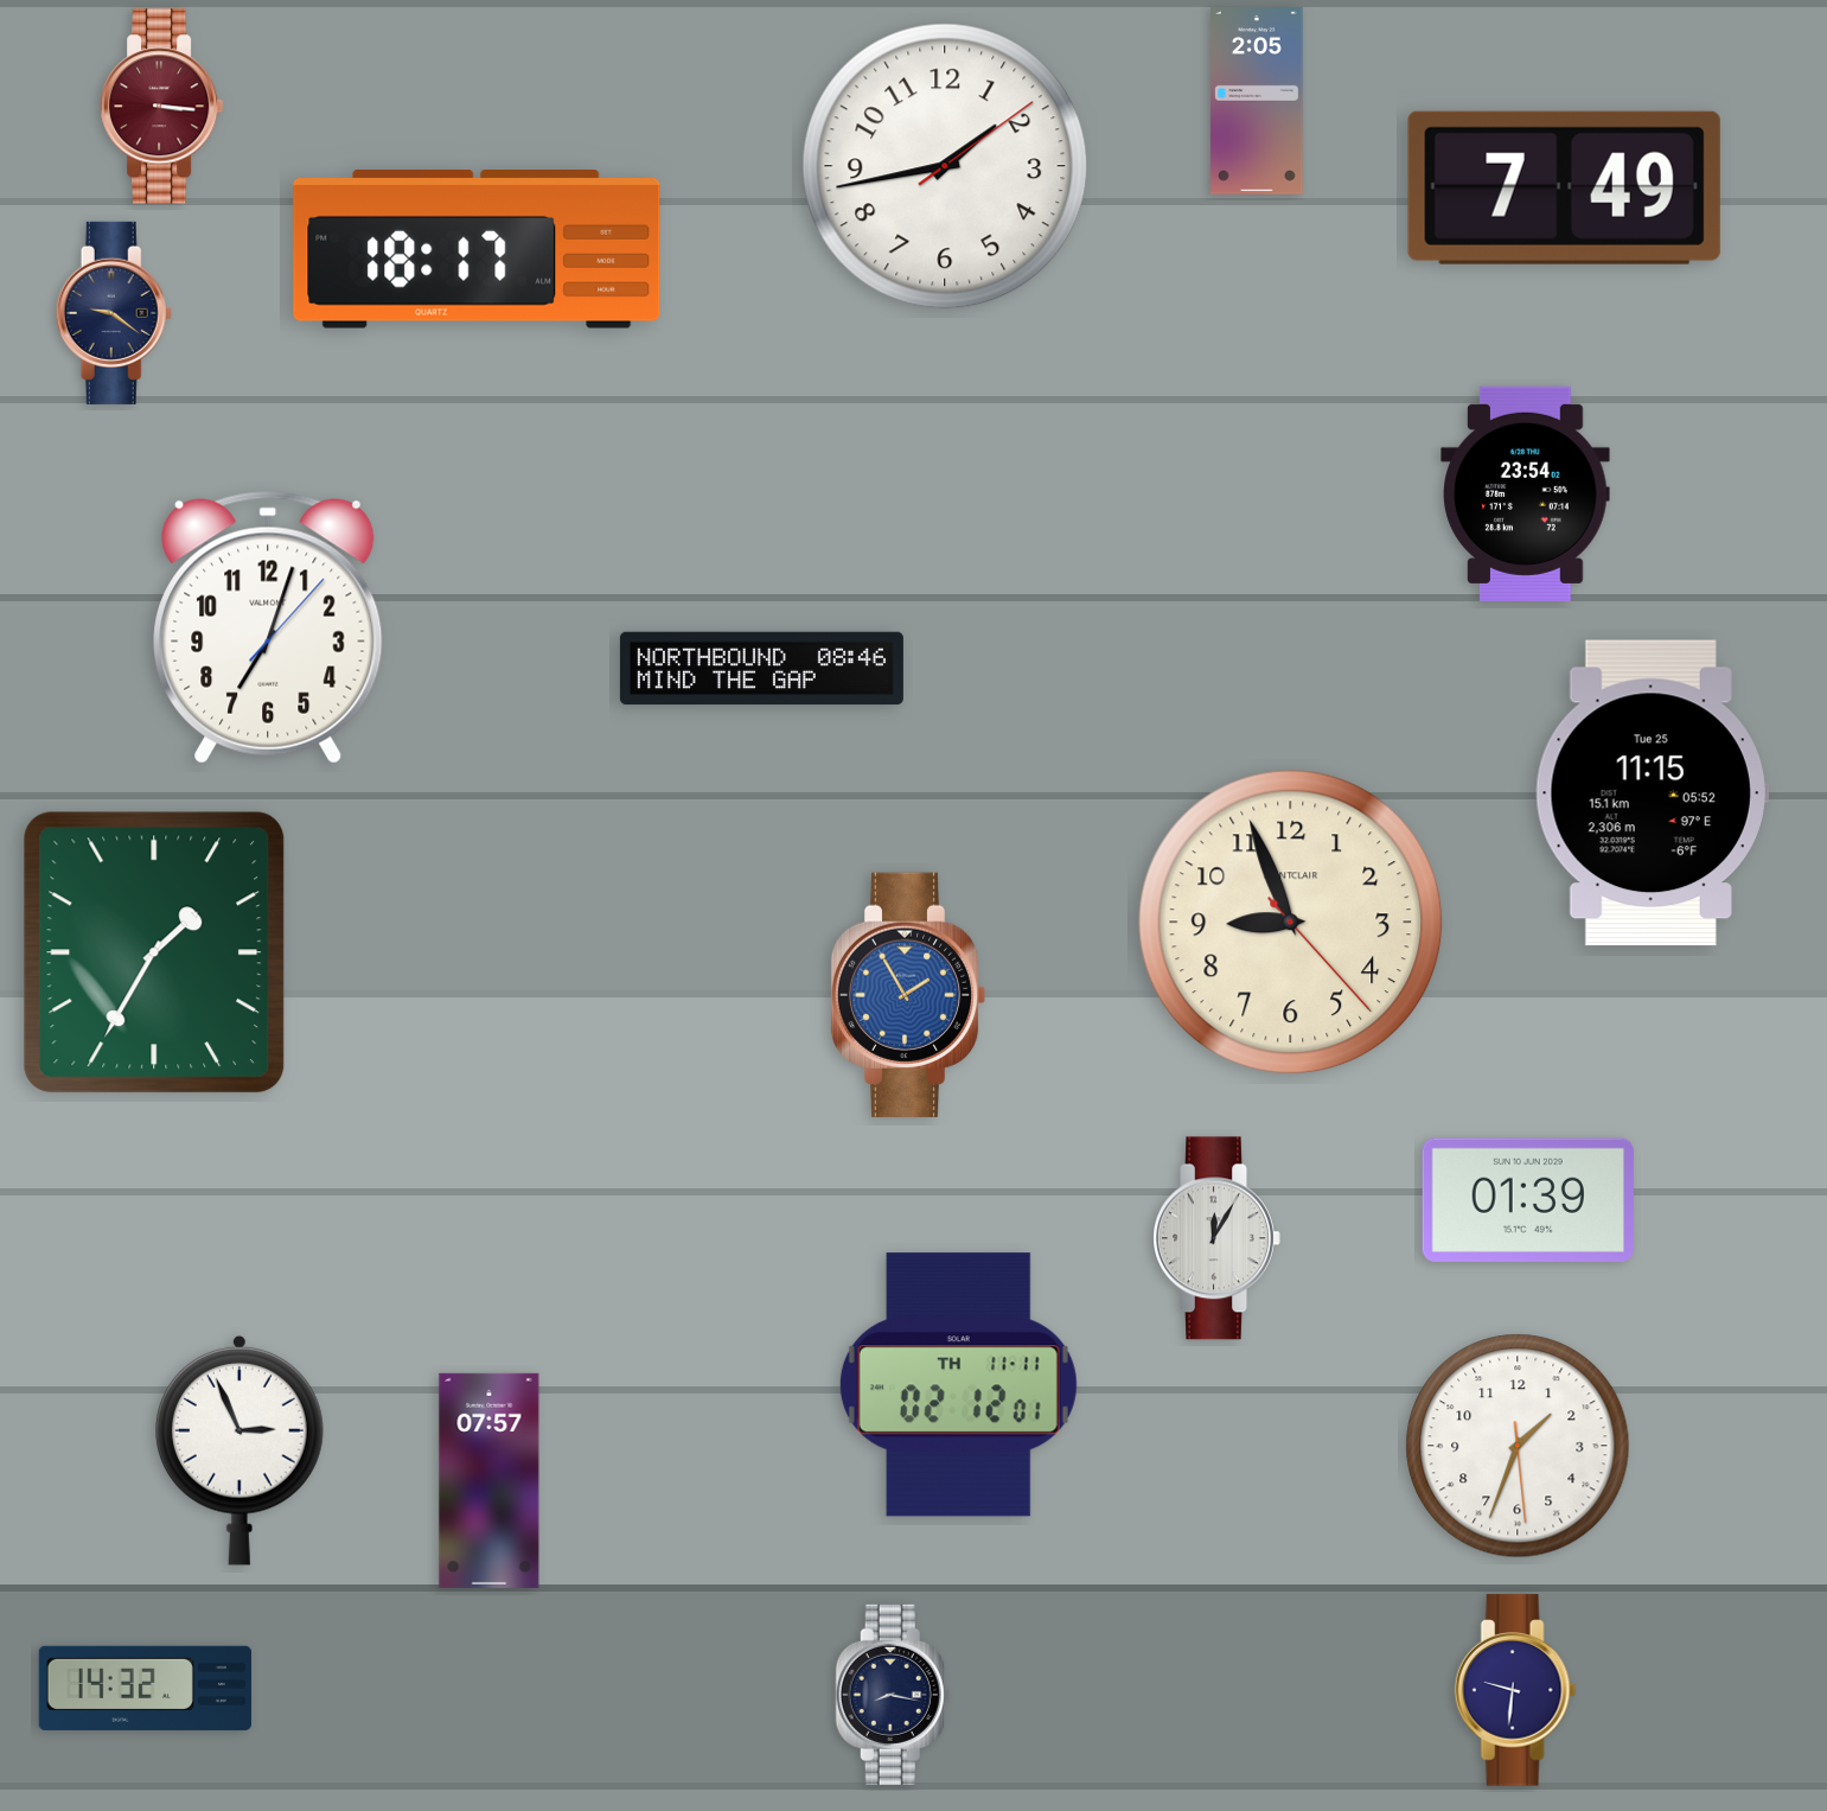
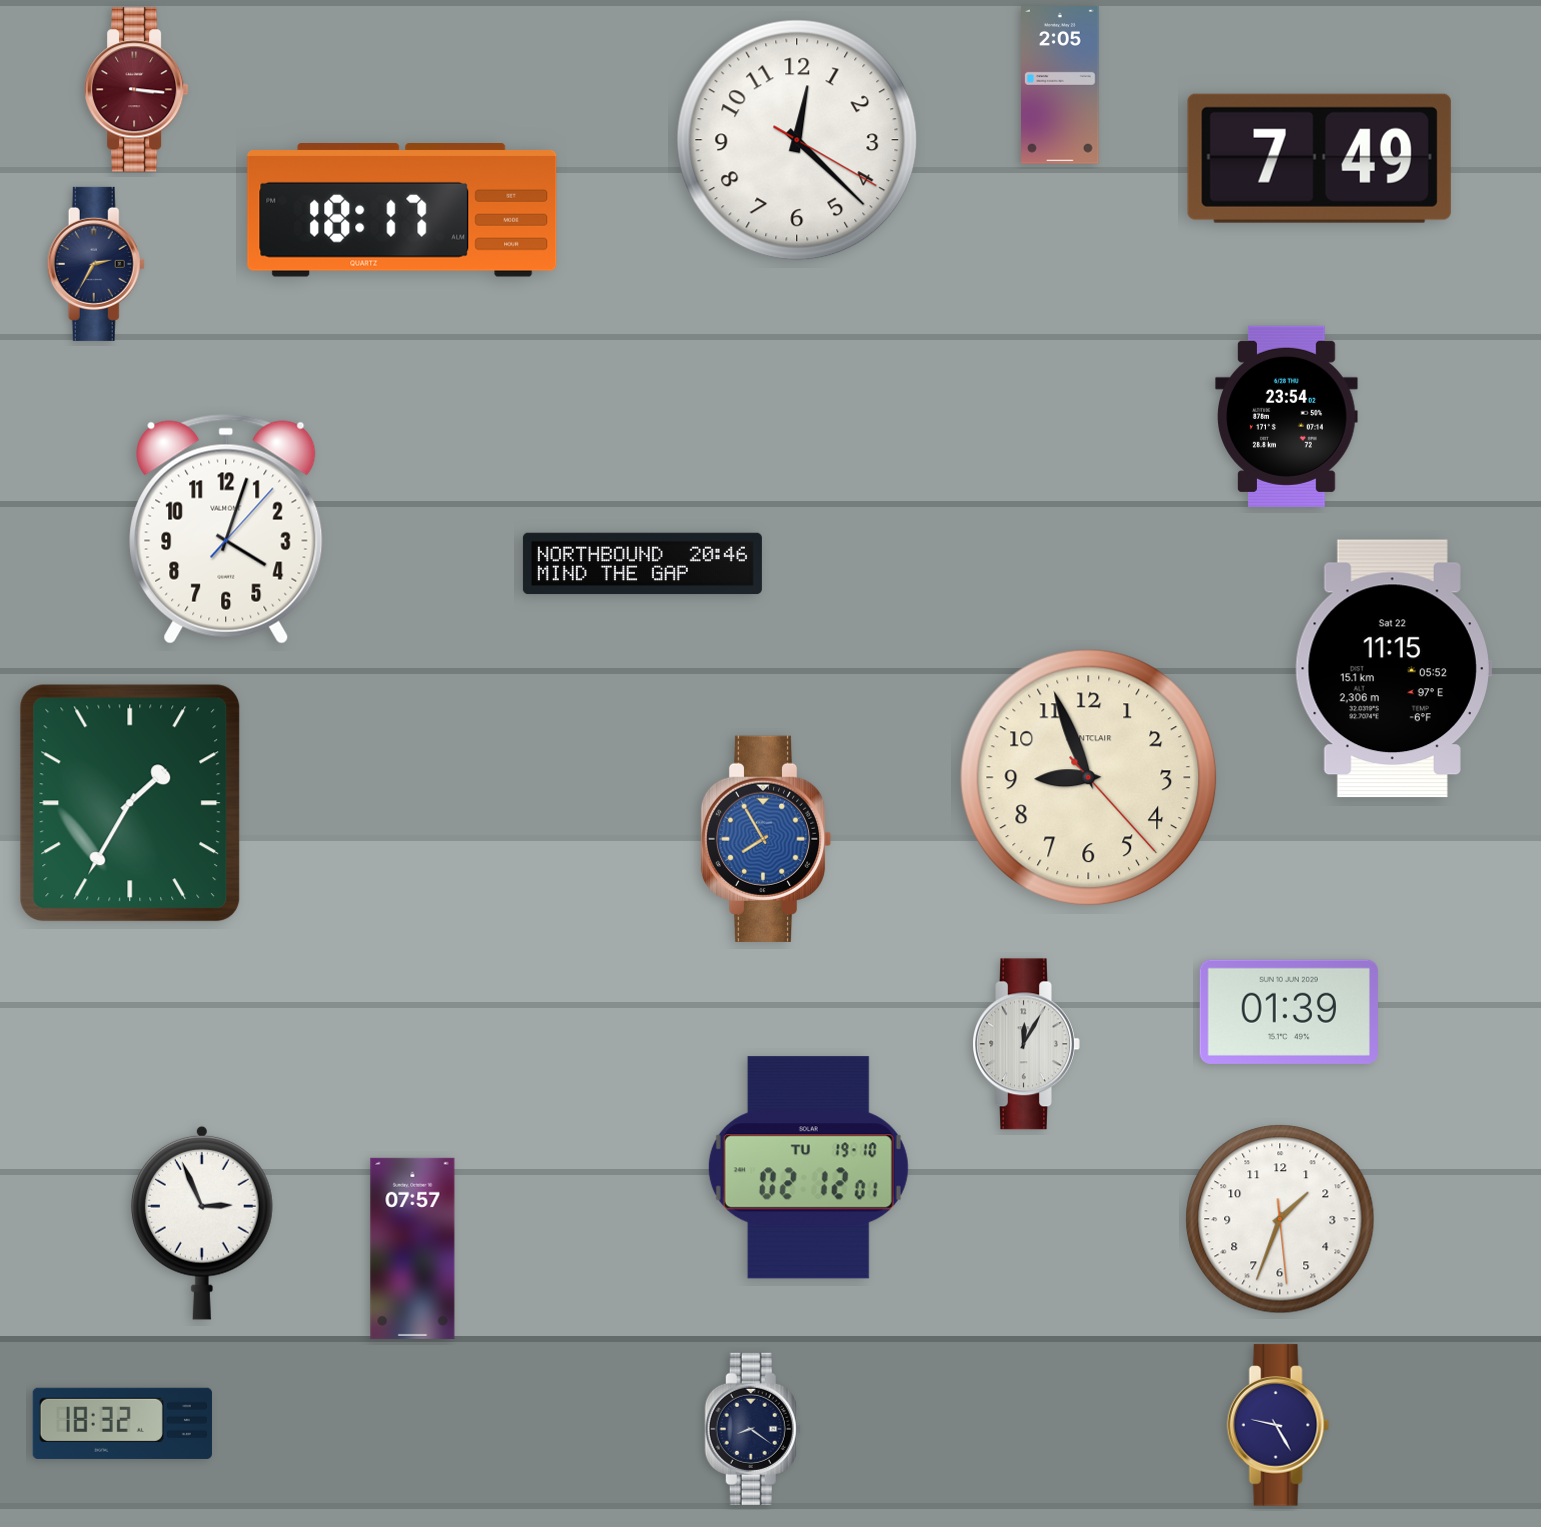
clock at (945, 166): 1:43 -> 12:22
clock at (114, 313): 9:21 -> 2:35
clock at (268, 627): 7:03 -> 4:03
clock at (761, 669): 08:46 -> 20:46
clock at (1652, 793) date: Tue 25 -> Sat 22
clock at (908, 995): 1:55 -> 7:55
clock at (958, 1385) date: TH 11-11 -> TU 19-10
clock at (145, 1688): 14:32 -> 18:32
clock at (1515, 1690): 9:31 -> 9:25
clock at (893, 1695): 8:17 -> 8:21
